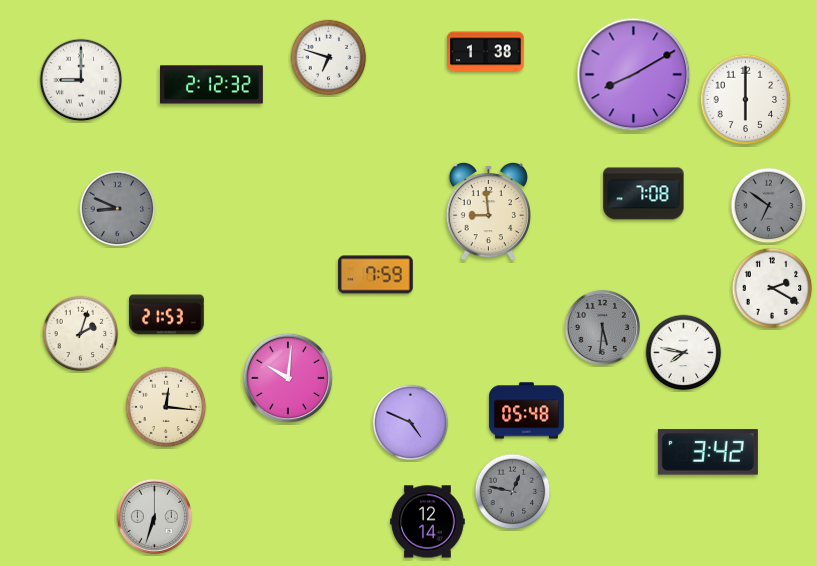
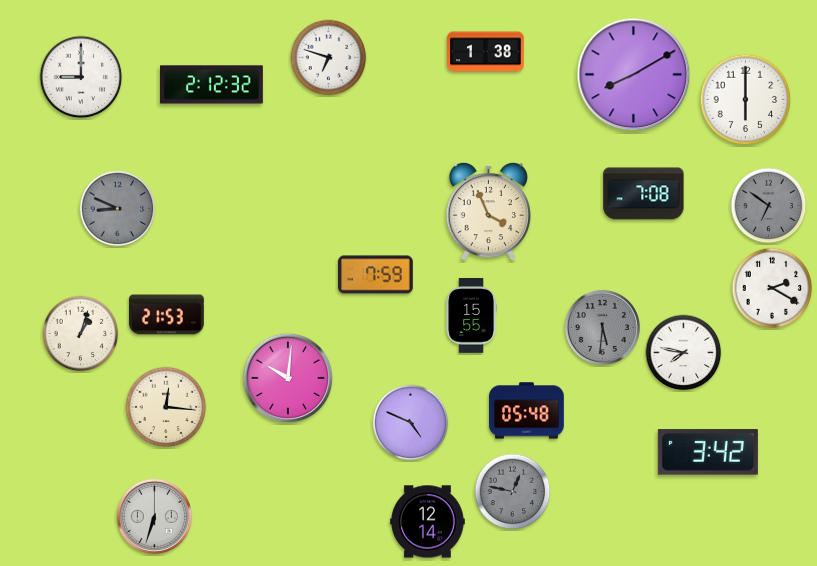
clock at (81, 80) position: (81, 80) -> (81, 77)
clock at (488, 211): 8:59 -> 3:56
clock at (471, 316): none -> 15:55
clock at (81, 334): 2:03 -> 1:03
